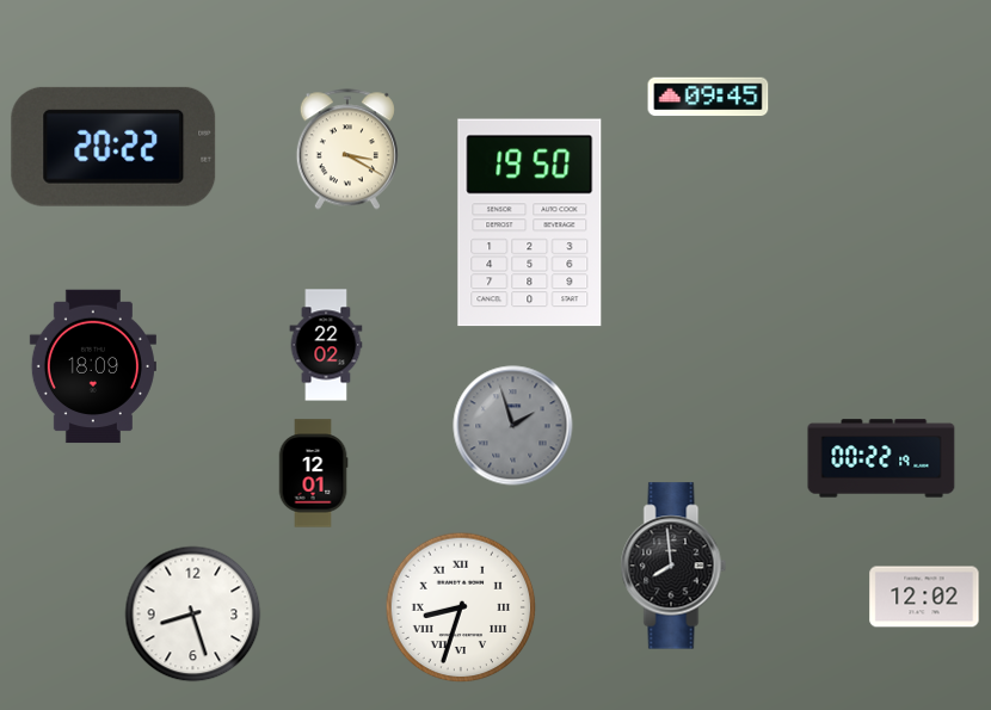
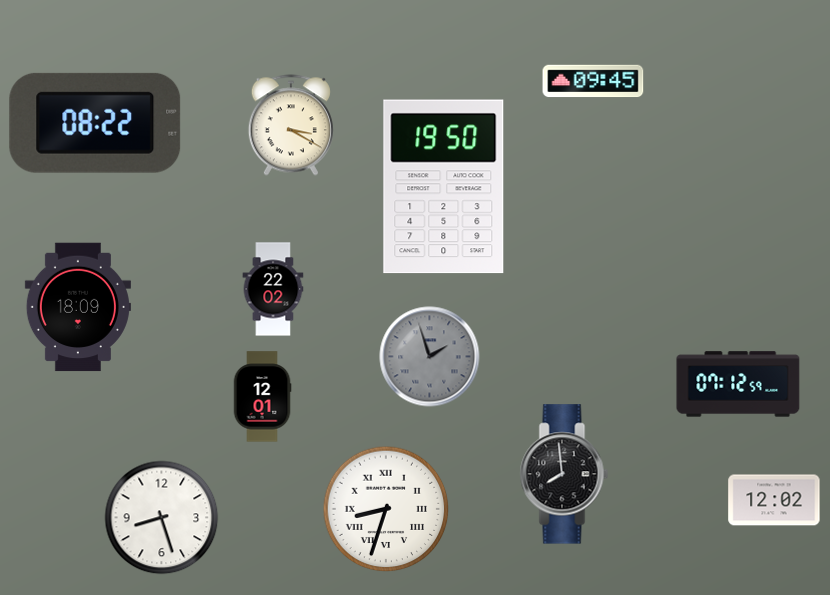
clock at (113, 147): 20:22 -> 08:22
clock at (881, 458): 00:22 -> 07:12
clock at (193, 615) position: (193, 615) -> (162, 518)
